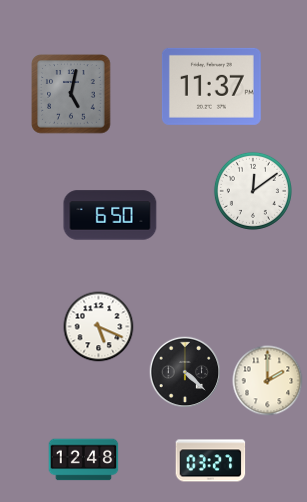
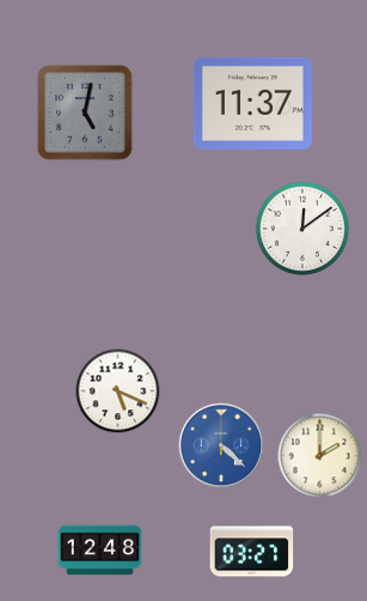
clock at (110, 215): 6:50 -> none
clock at (185, 372) dial: black -> blue
